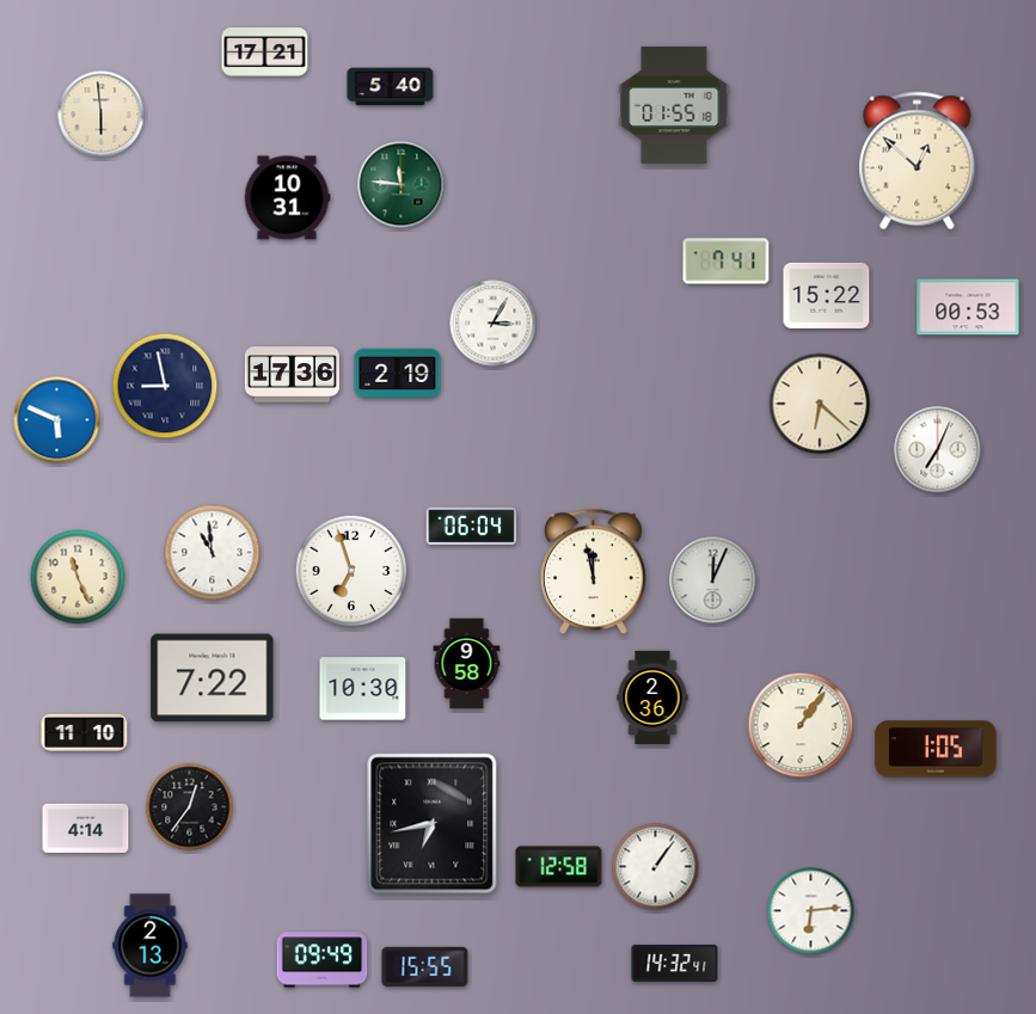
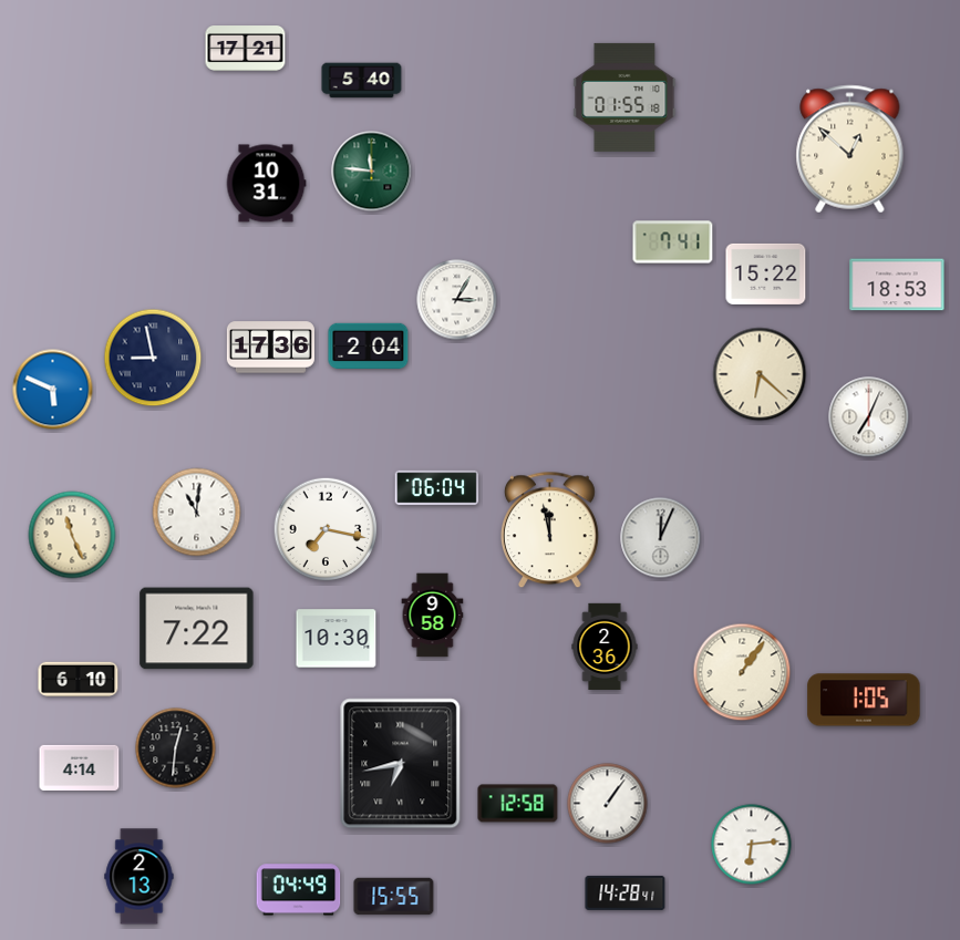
clock at (102, 115): 5:59 -> none
clock at (968, 307): 00:53 -> 18:53
clock at (398, 373): 2:19 -> 2:04
clock at (213, 553): 10:59 -> 11:01
clock at (351, 571): 6:57 -> 7:17
clock at (85, 732): 11:10 -> 6:10
clock at (936, 749) position: (936, 749) -> (864, 700)
clock at (190, 807): 12:36 -> 12:31
clock at (323, 960): 09:49 -> 04:49
clock at (675, 963): 14:32 -> 14:28
